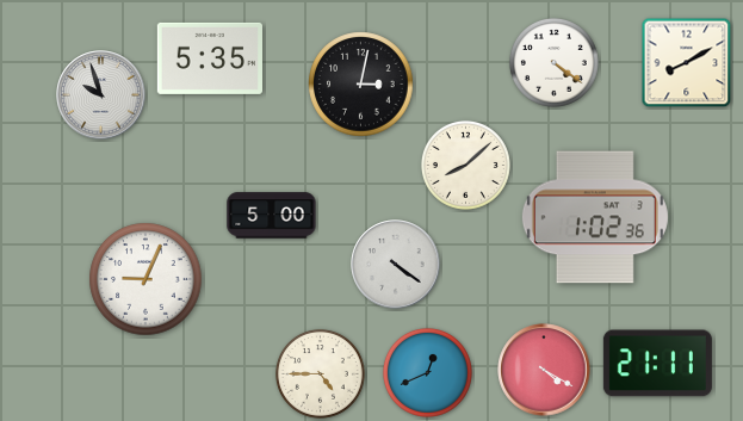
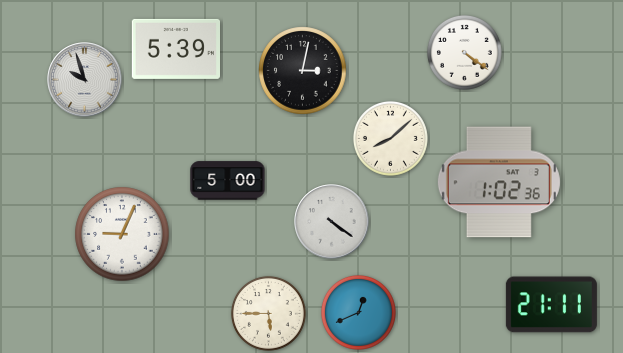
clock at (209, 58): 5:35 -> 5:39
clock at (687, 63): 8:10 -> none
clock at (544, 370): 4:20 -> none
clock at (320, 373): 4:45 -> 5:45
